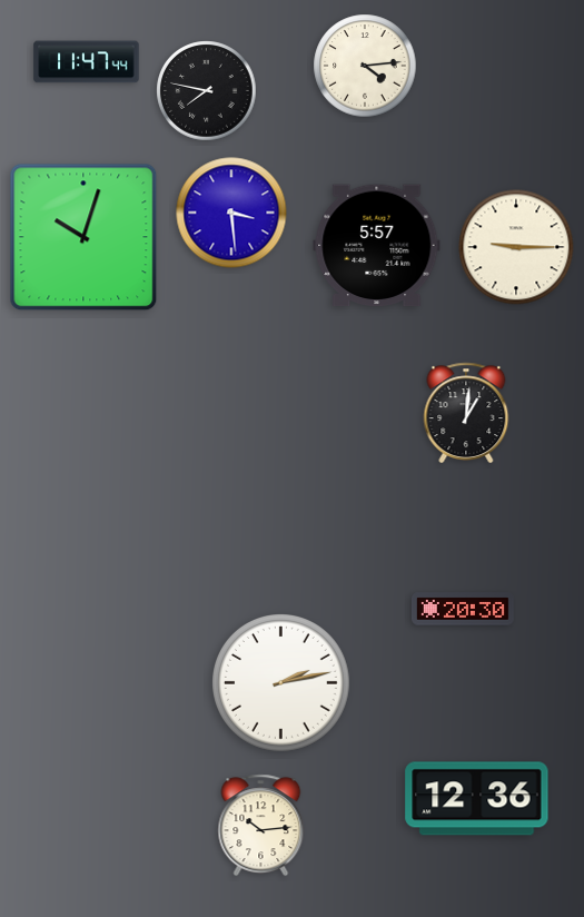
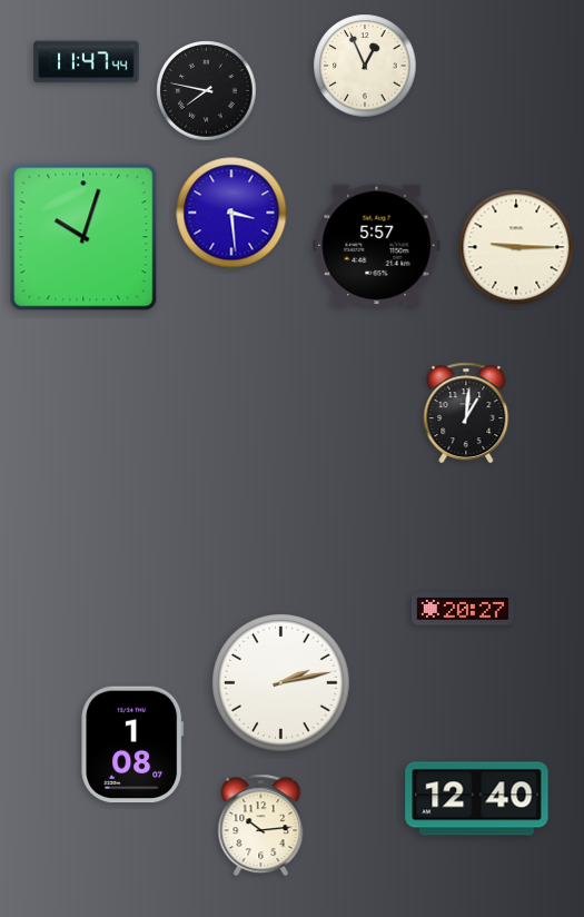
clock at (365, 66): 4:14 -> 12:56
clock at (463, 609): 20:30 -> 20:27
clock at (132, 745): none -> 1:08
clock at (477, 799): 12:36 -> 12:40
